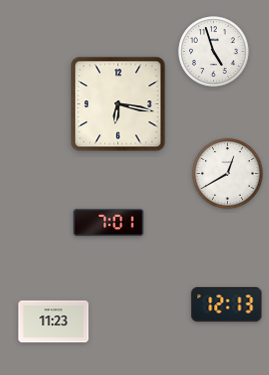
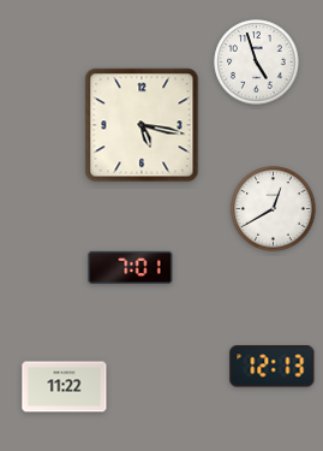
clock at (118, 104): 6:17 -> 5:17
clock at (54, 322): 11:23 -> 11:22
